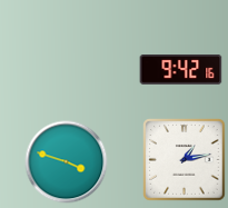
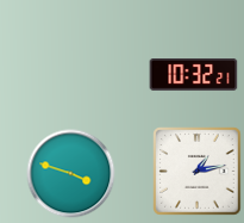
clock at (181, 70): 9:42 -> 10:32
